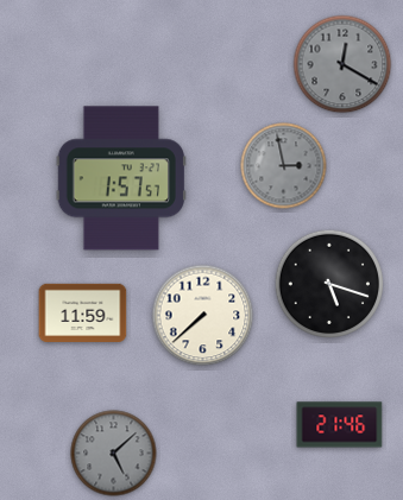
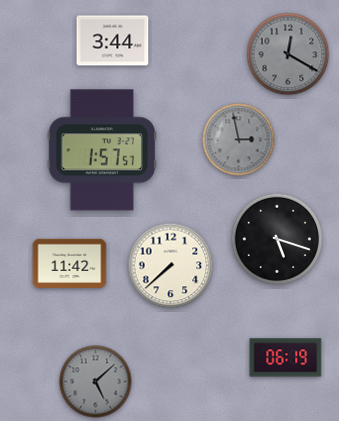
clock at (113, 41): none -> 3:44
clock at (83, 312): 11:59 -> 11:42
clock at (340, 425): 21:46 -> 06:19
